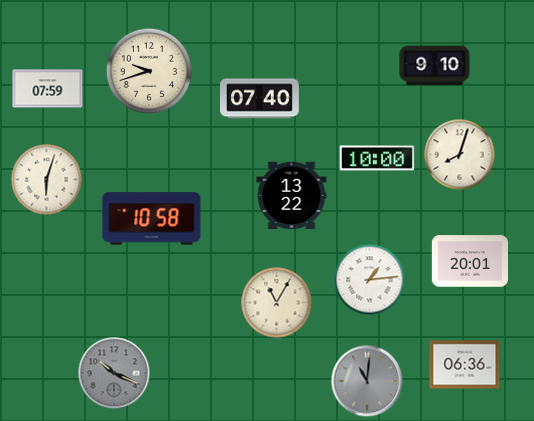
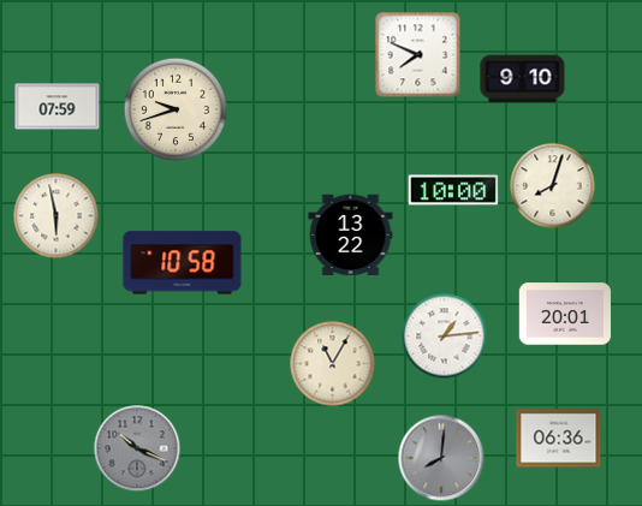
clock at (418, 55): none -> 7:49
clock at (149, 71) position: (149, 71) -> (176, 109)
clock at (260, 99): 07:40 -> none
clock at (47, 180): 6:03 -> 5:58
clock at (367, 381): 11:01 -> 8:01
